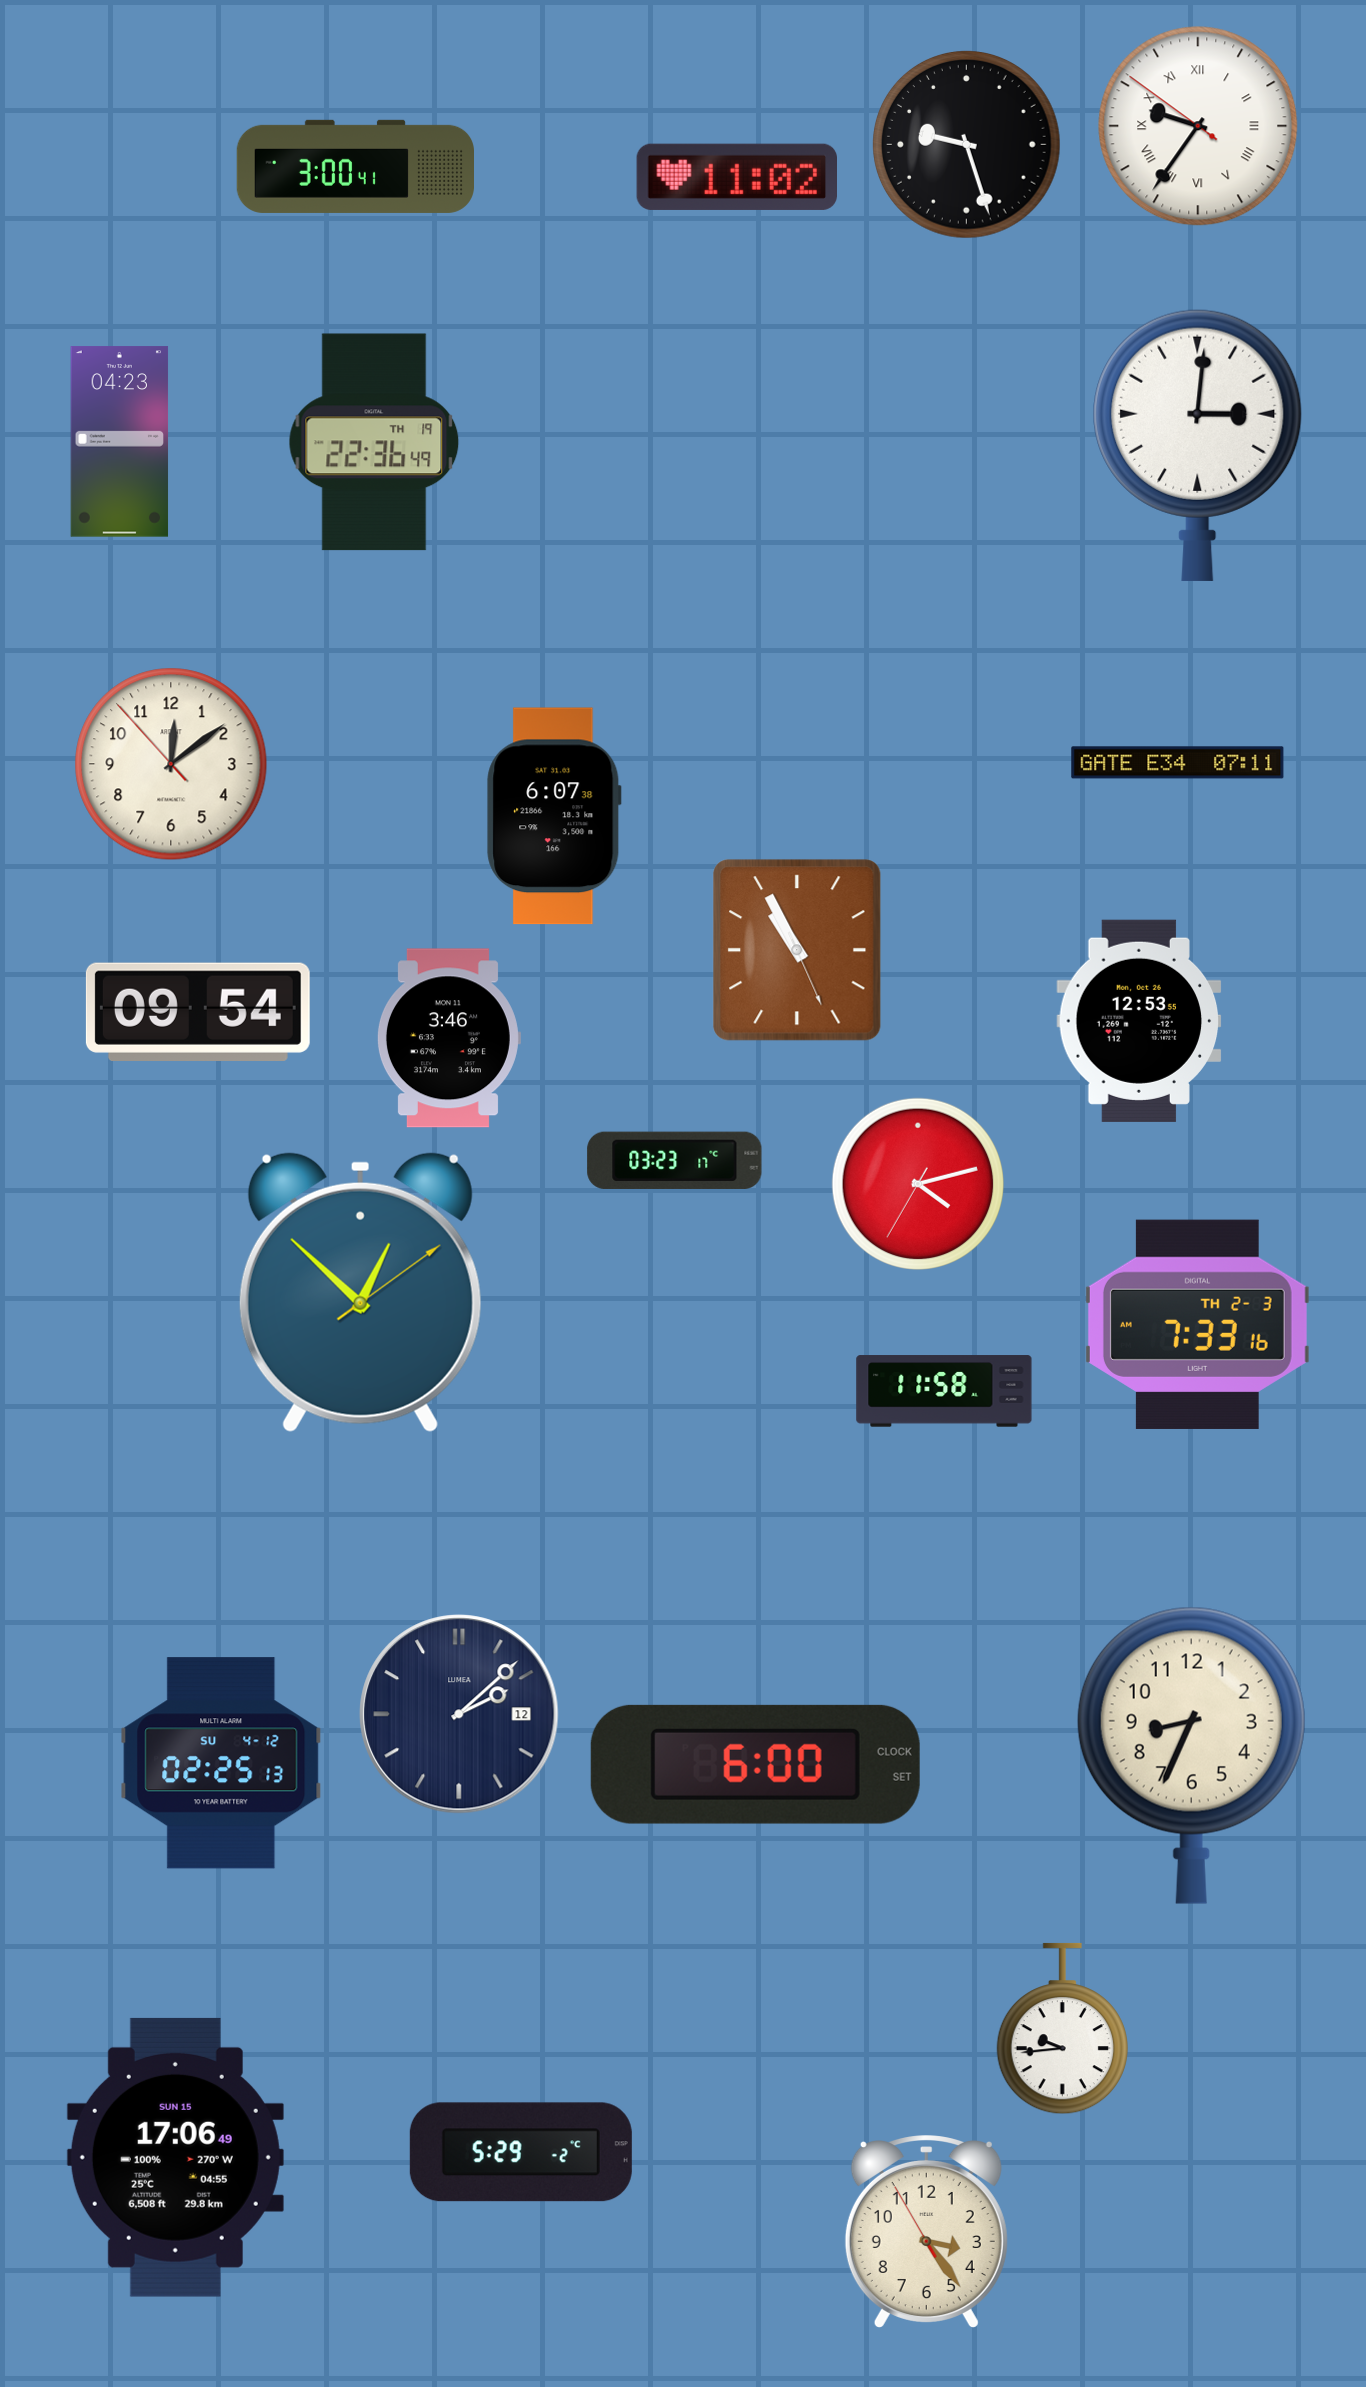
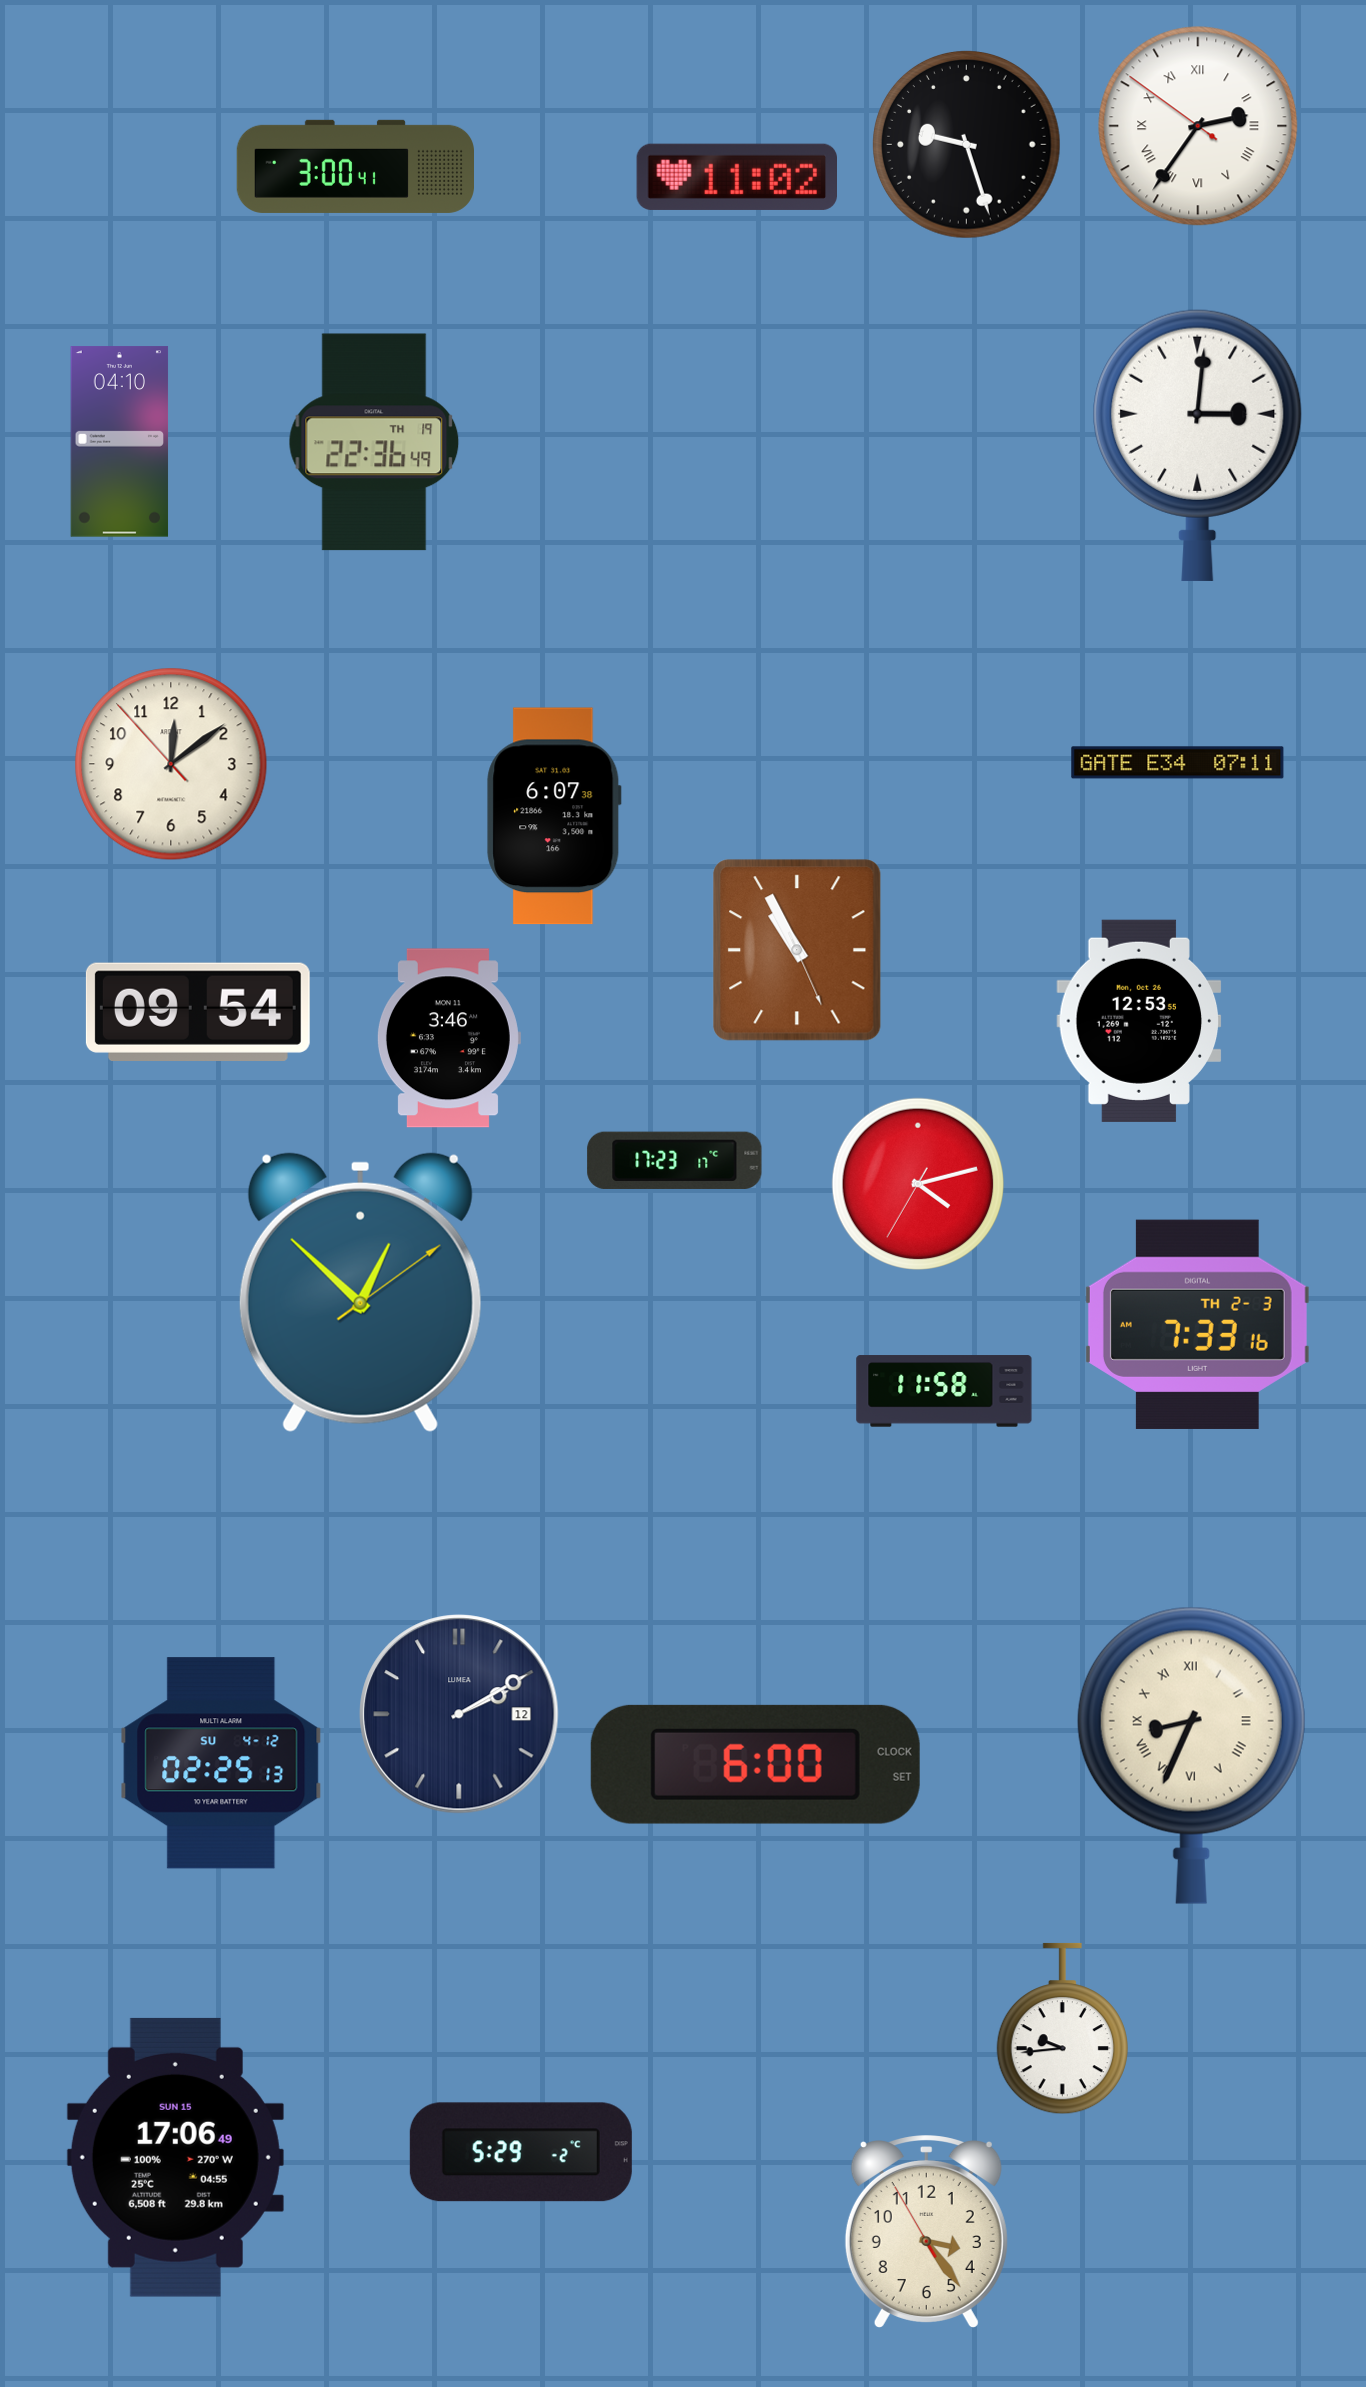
clock at (1198, 126): 9:35 -> 2:35
clock at (120, 442): 04:23 -> 04:10
clock at (675, 1160): 03:23 -> 17:23
clock at (459, 1714): 2:08 -> 2:10
clock at (1191, 1755) numerals: Arabic -> Roman
